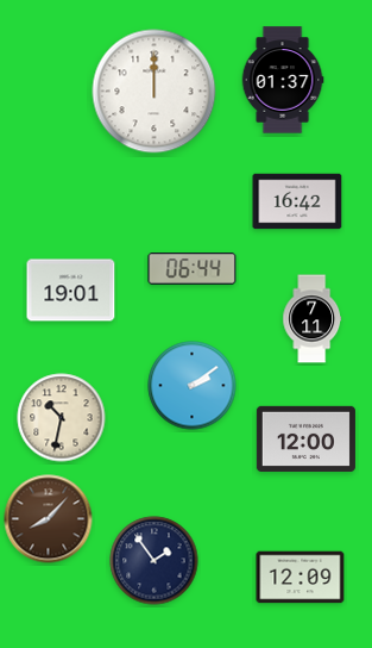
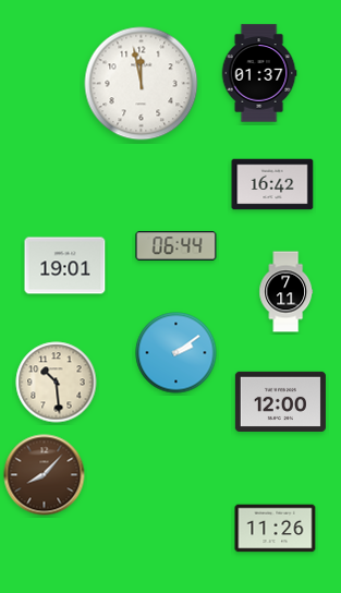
clock at (155, 92): 12:00 -> 11:58
clock at (62, 418): 10:32 -> 10:29
clock at (155, 561): 1:54 -> none
clock at (301, 578): 12:09 -> 11:26
